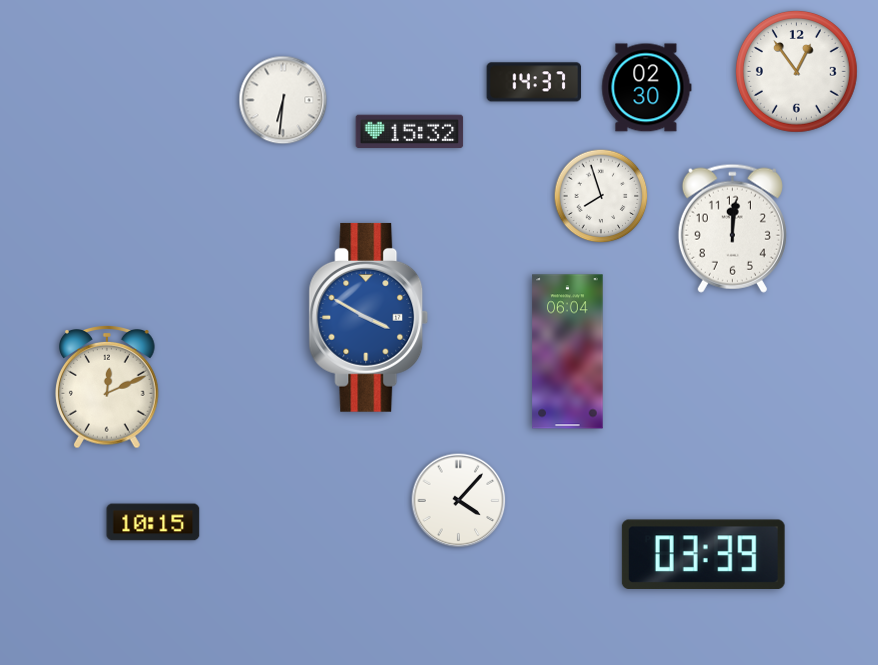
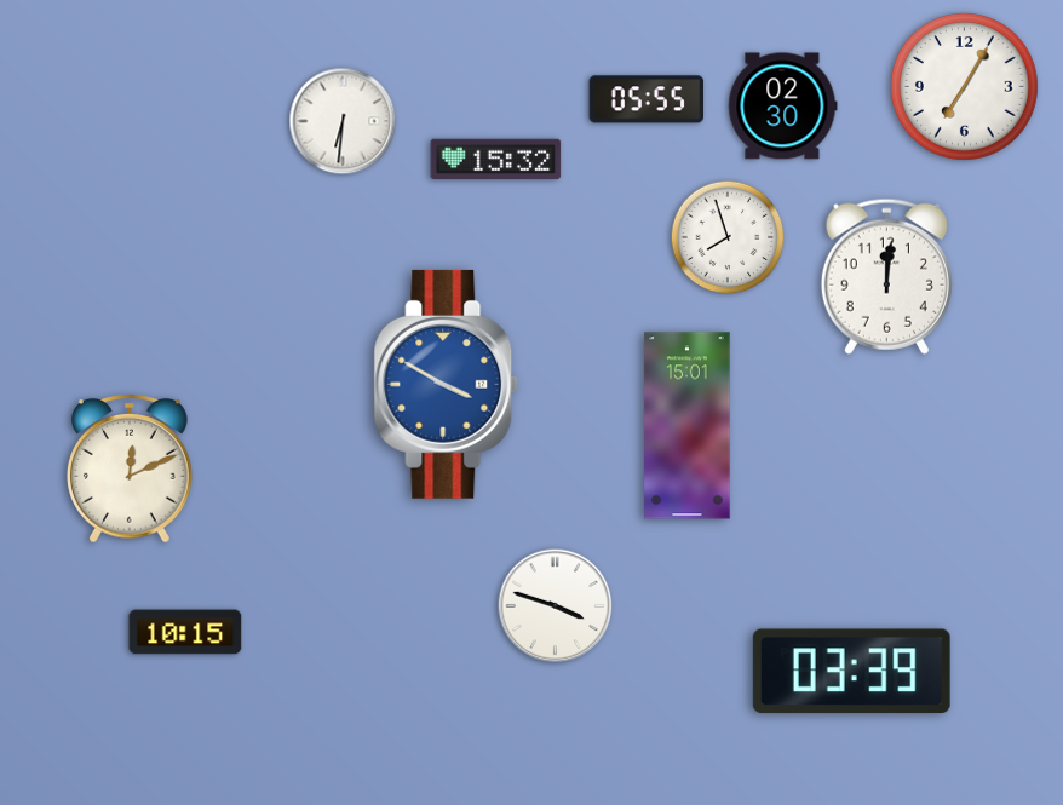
clock at (797, 72): 12:54 -> 7:05
clock at (534, 82): 14:37 -> 05:55
clock at (568, 352): 06:04 -> 15:01
clock at (459, 501): 4:07 -> 3:48
